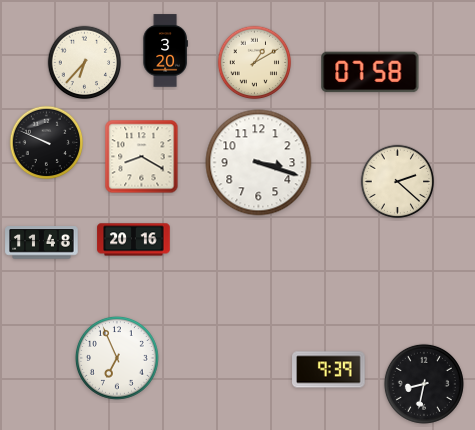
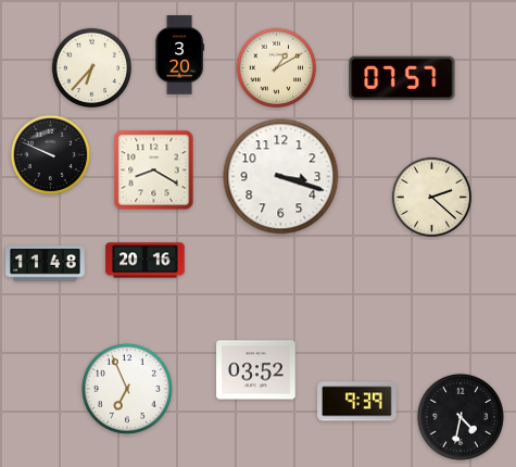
clock at (370, 72): 07:58 -> 07:57
clock at (256, 370): none -> 03:52
clock at (424, 384): 8:32 -> 4:32
